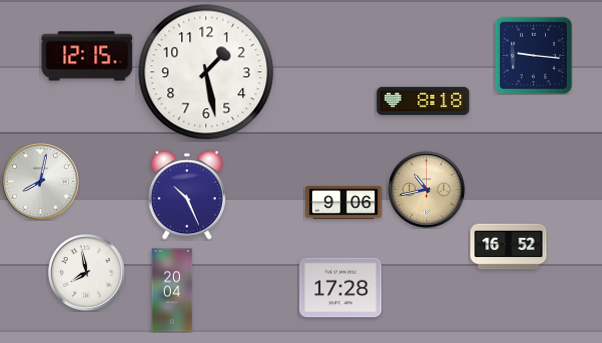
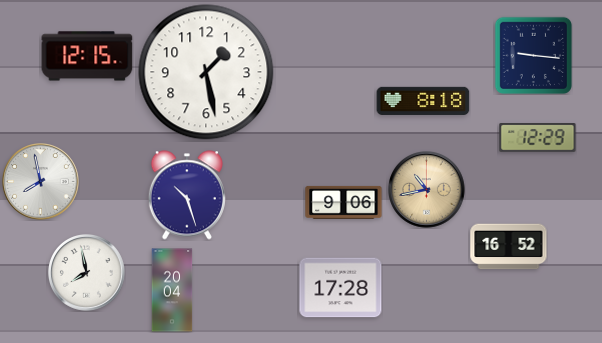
clock at (538, 138): none -> 12:29
clock at (41, 182): 8:02 -> 7:58
clock at (187, 195): 10:26 -> 10:27
